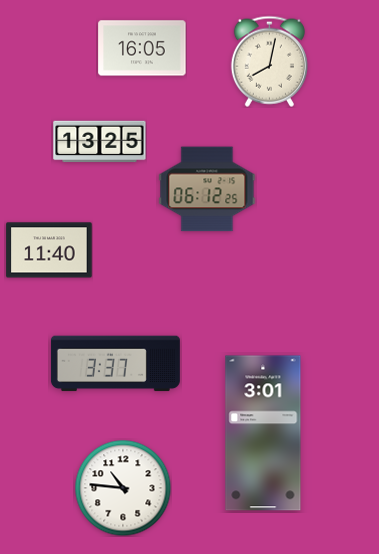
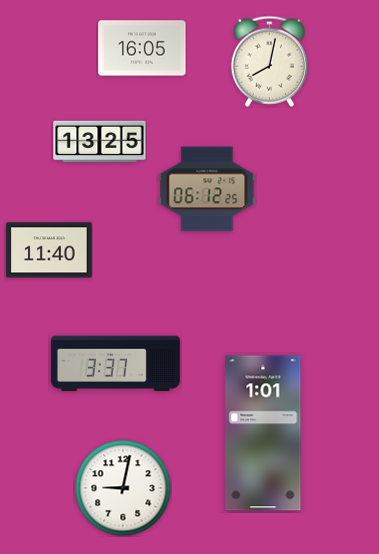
clock at (263, 433): 3:01 -> 1:01
clock at (123, 488): 10:46 -> 9:02
